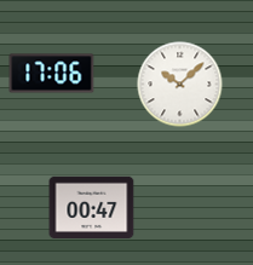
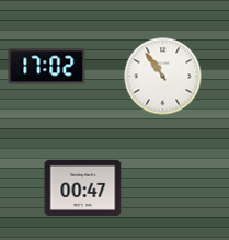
clock at (52, 74): 17:06 -> 17:02
clock at (180, 85): 10:08 -> 10:54
